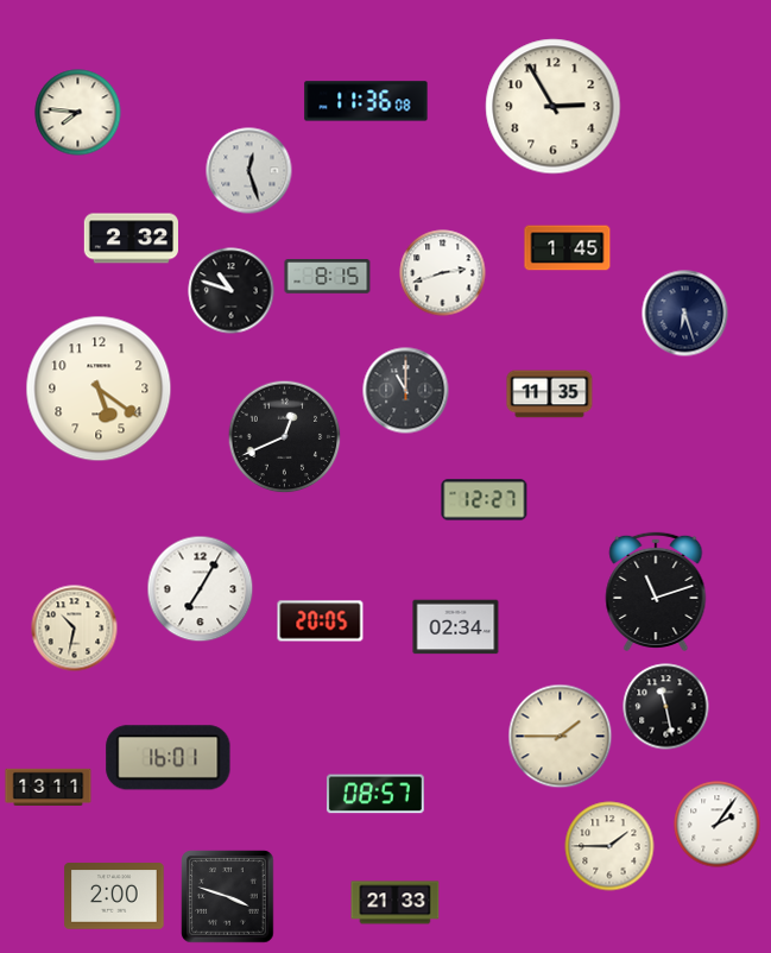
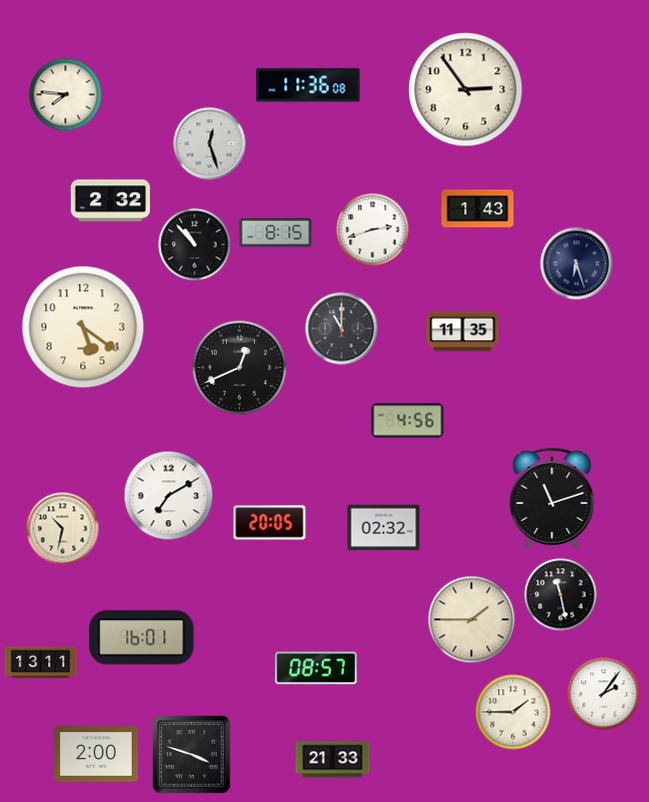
clock at (554, 107): 2:55 -> 2:54
clock at (568, 248): 1:45 -> 1:43
clock at (232, 291): 10:48 -> 10:53
clock at (485, 500): 12:27 -> 4:56
clock at (201, 589): 7:05 -> 7:10
clock at (456, 627): 02:34 -> 02:32
